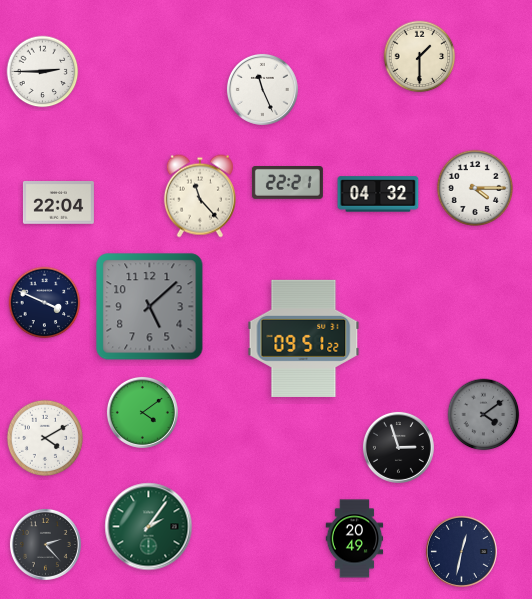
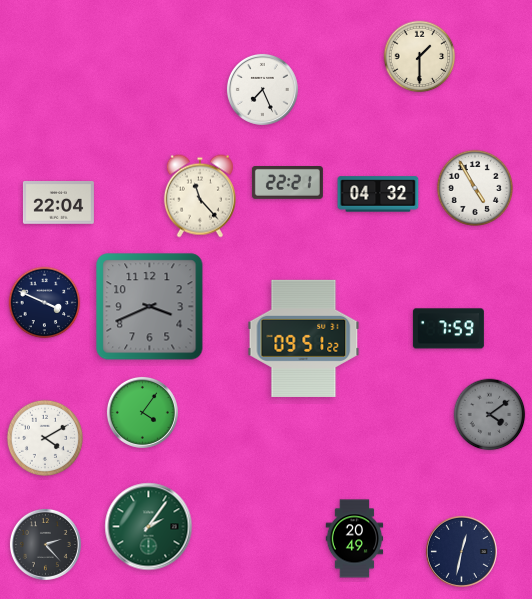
clock at (43, 72): 2:45 -> none
clock at (262, 89): 11:26 -> 7:26
clock at (475, 188): 4:15 -> 4:55
clock at (150, 307): 5:08 -> 3:41
clock at (448, 329): none -> 7:59
clock at (142, 412): 4:09 -> 4:06
clock at (484, 415) position: (484, 415) -> (490, 415)
clock at (398, 447): 2:57 -> none
